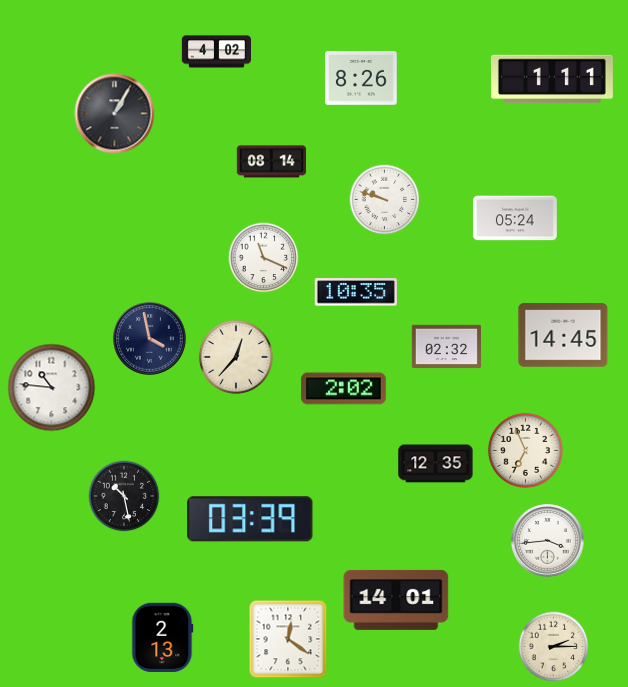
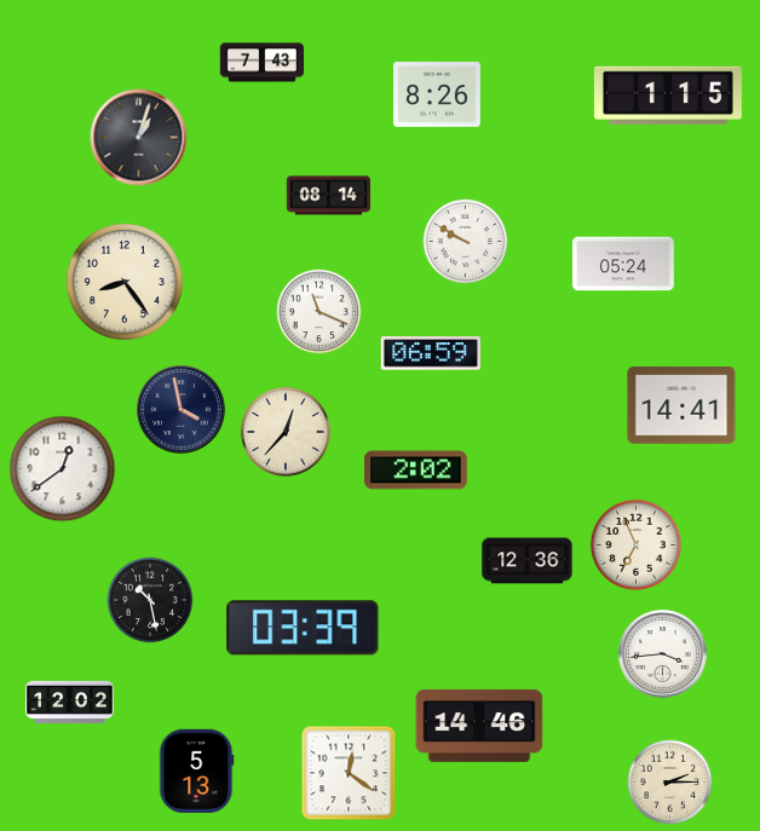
clock at (217, 52): 4:02 -> 7:43
clock at (552, 79): 1:11 -> 1:15
clock at (115, 114): 1:05 -> 1:03
clock at (385, 200): 9:48 -> 9:50
clock at (125, 282): none -> 8:24
clock at (356, 292): 10:35 -> 06:59
clock at (563, 335): 14:45 -> 14:41
clock at (446, 347): 02:32 -> none
clock at (52, 388): 10:46 -> 12:39
clock at (436, 464): 12:35 -> 12:36
clock at (70, 702): none -> 12:02
clock at (396, 600): 14:01 -> 14:46
clock at (163, 637): 2:13 -> 5:13
